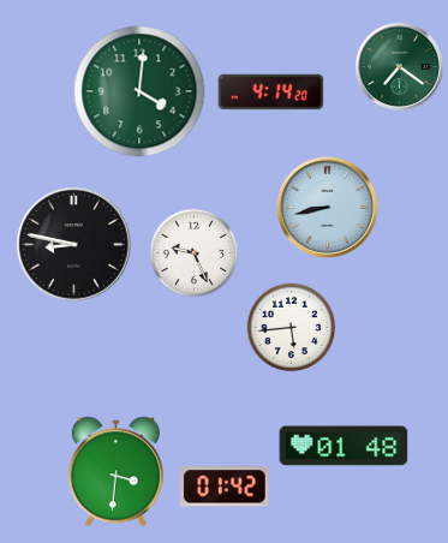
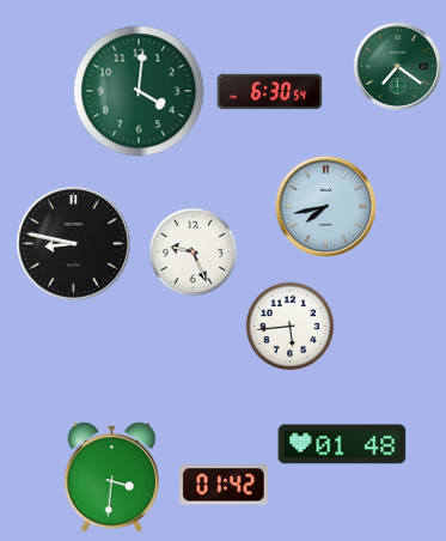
clock at (271, 93): 4:14 -> 6:30
clock at (327, 207): 8:43 -> 7:43
clock at (115, 472) position: (115, 472) -> (111, 478)
